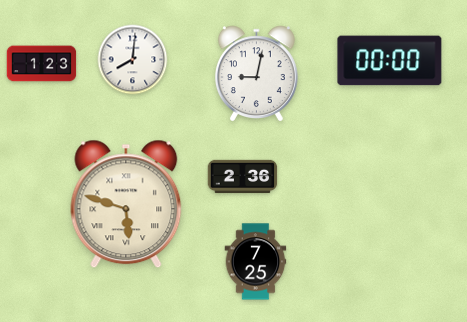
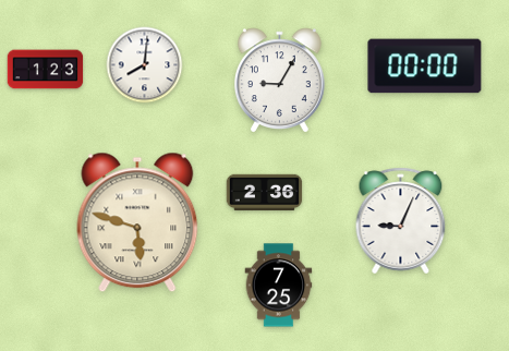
clock at (256, 73): 9:02 -> 9:05
clock at (401, 221): none -> 9:04
